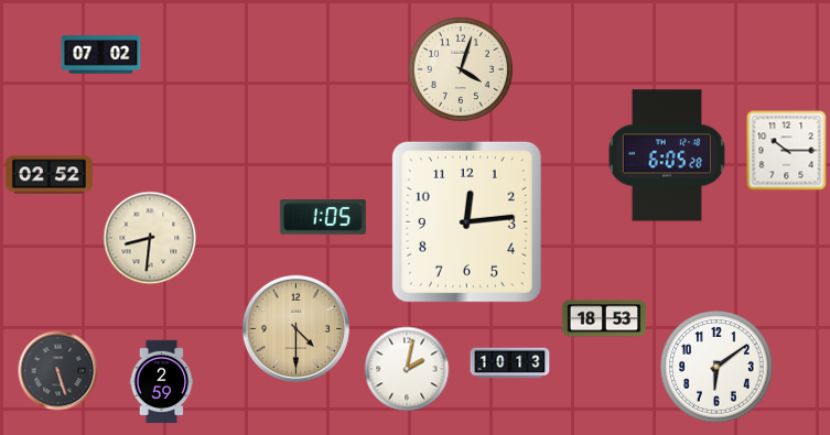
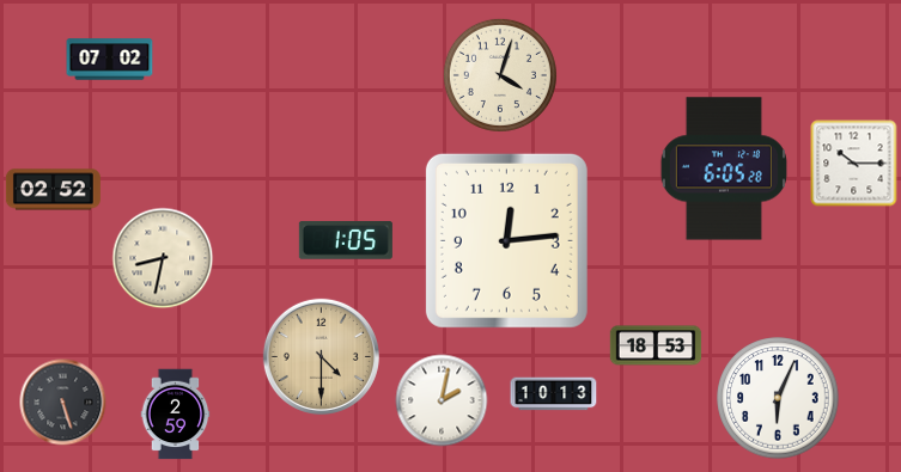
clock at (323, 218) position: (323, 218) -> (346, 241)
clock at (150, 238): 8:31 -> 8:32
clock at (716, 367): 6:09 -> 6:04
